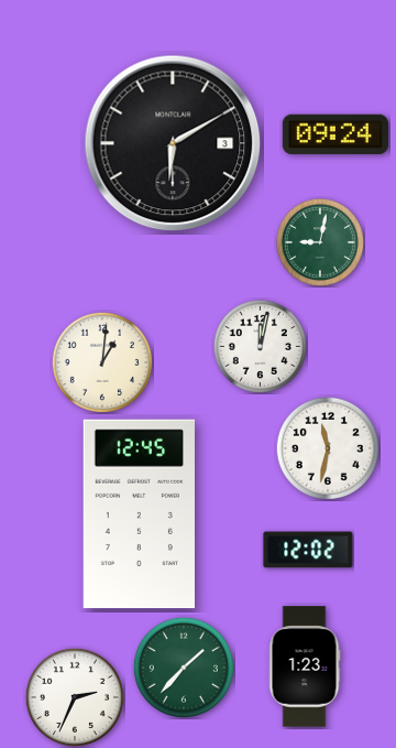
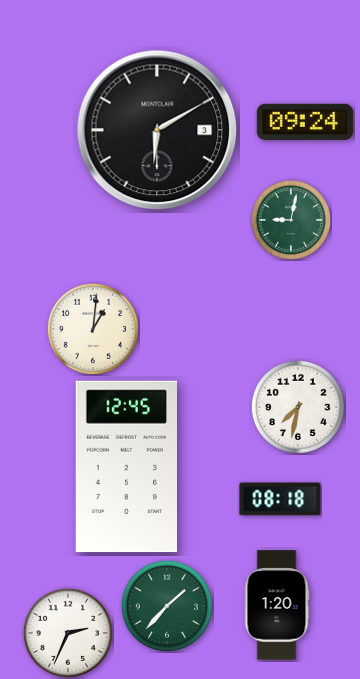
clock at (260, 346): 12:02 -> none
clock at (328, 448): 11:32 -> 7:32
clock at (308, 550): 12:02 -> 08:18
clock at (305, 666): 1:23 -> 1:20
